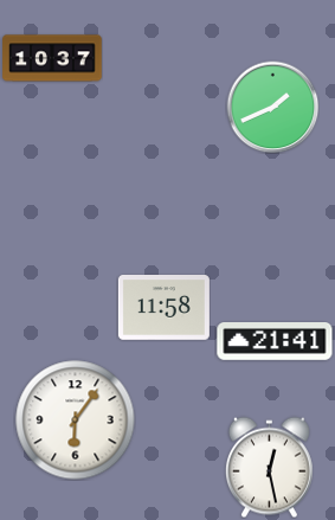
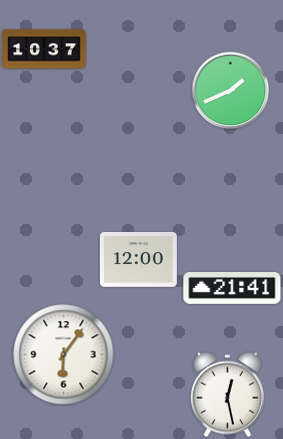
clock at (163, 308): 11:58 -> 12:00
